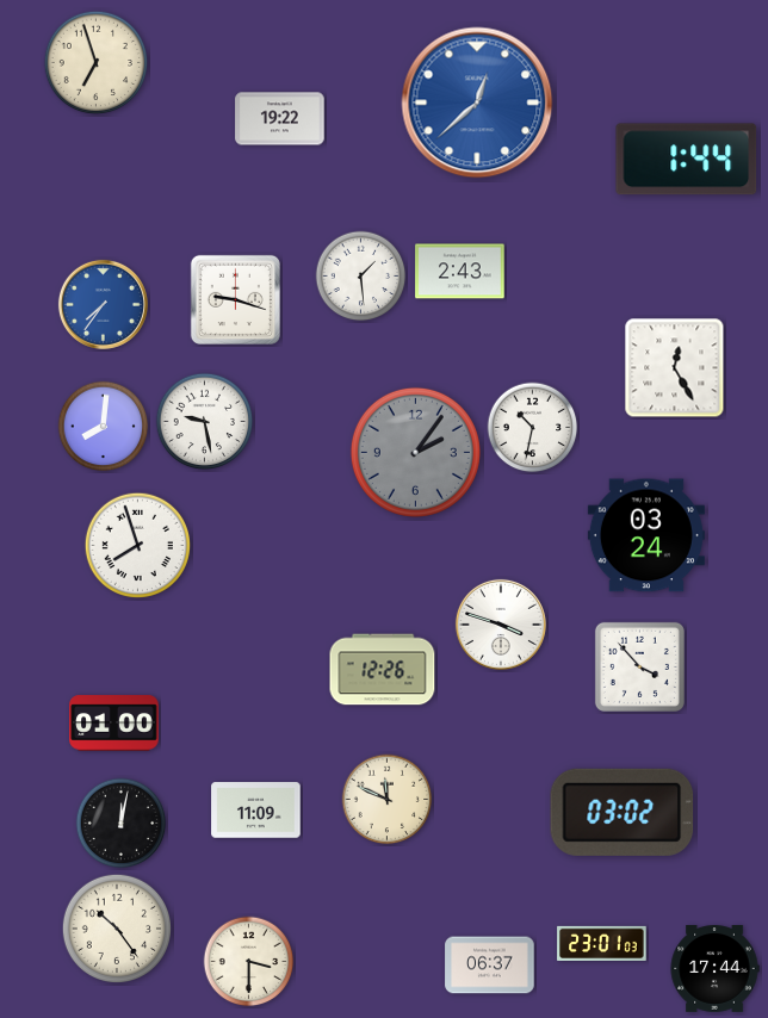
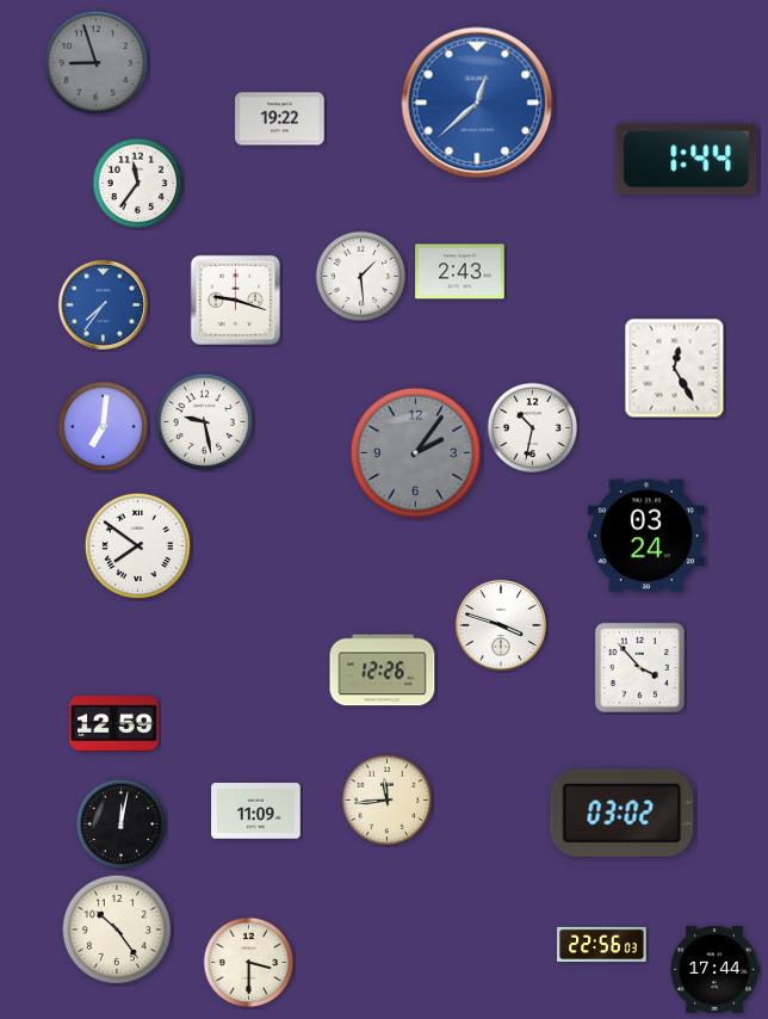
clock at (97, 63): 6:57 -> 8:57
clock at (97, 63) dial: cream -> grey
clock at (138, 184): none -> 11:36
clock at (104, 427): 8:01 -> 7:01
clock at (138, 546): 7:57 -> 7:51
clock at (114, 724): 01:00 -> 12:59
clock at (388, 800): 11:49 -> 11:44
clock at (602, 943): 23:01 -> 22:56
clock at (490, 966): 06:37 -> none
